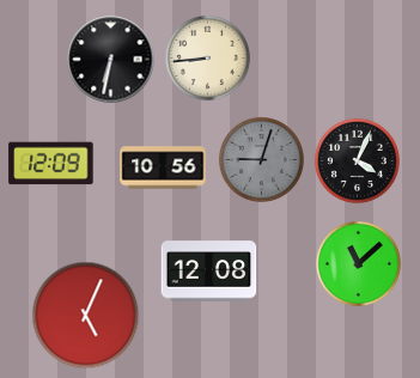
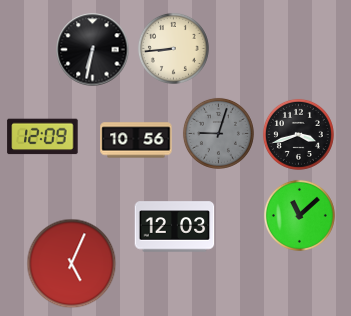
clock at (357, 160): 4:04 -> 3:42
clock at (358, 263) position: (358, 263) -> (299, 215)
clock at (209, 272): 12:08 -> 12:03
